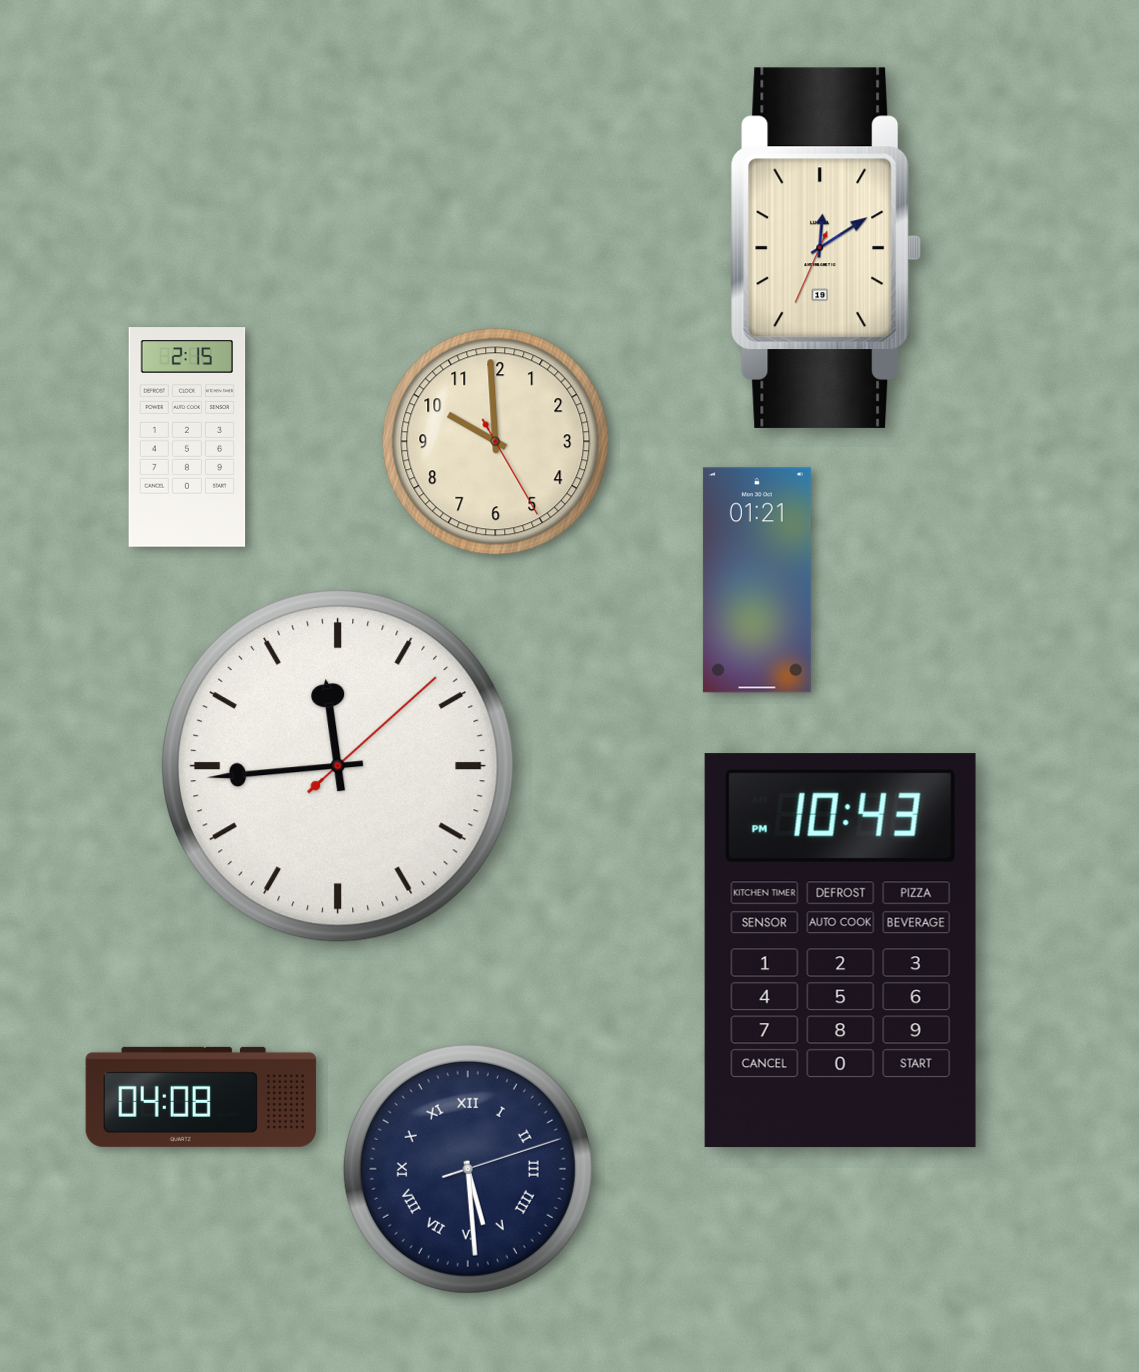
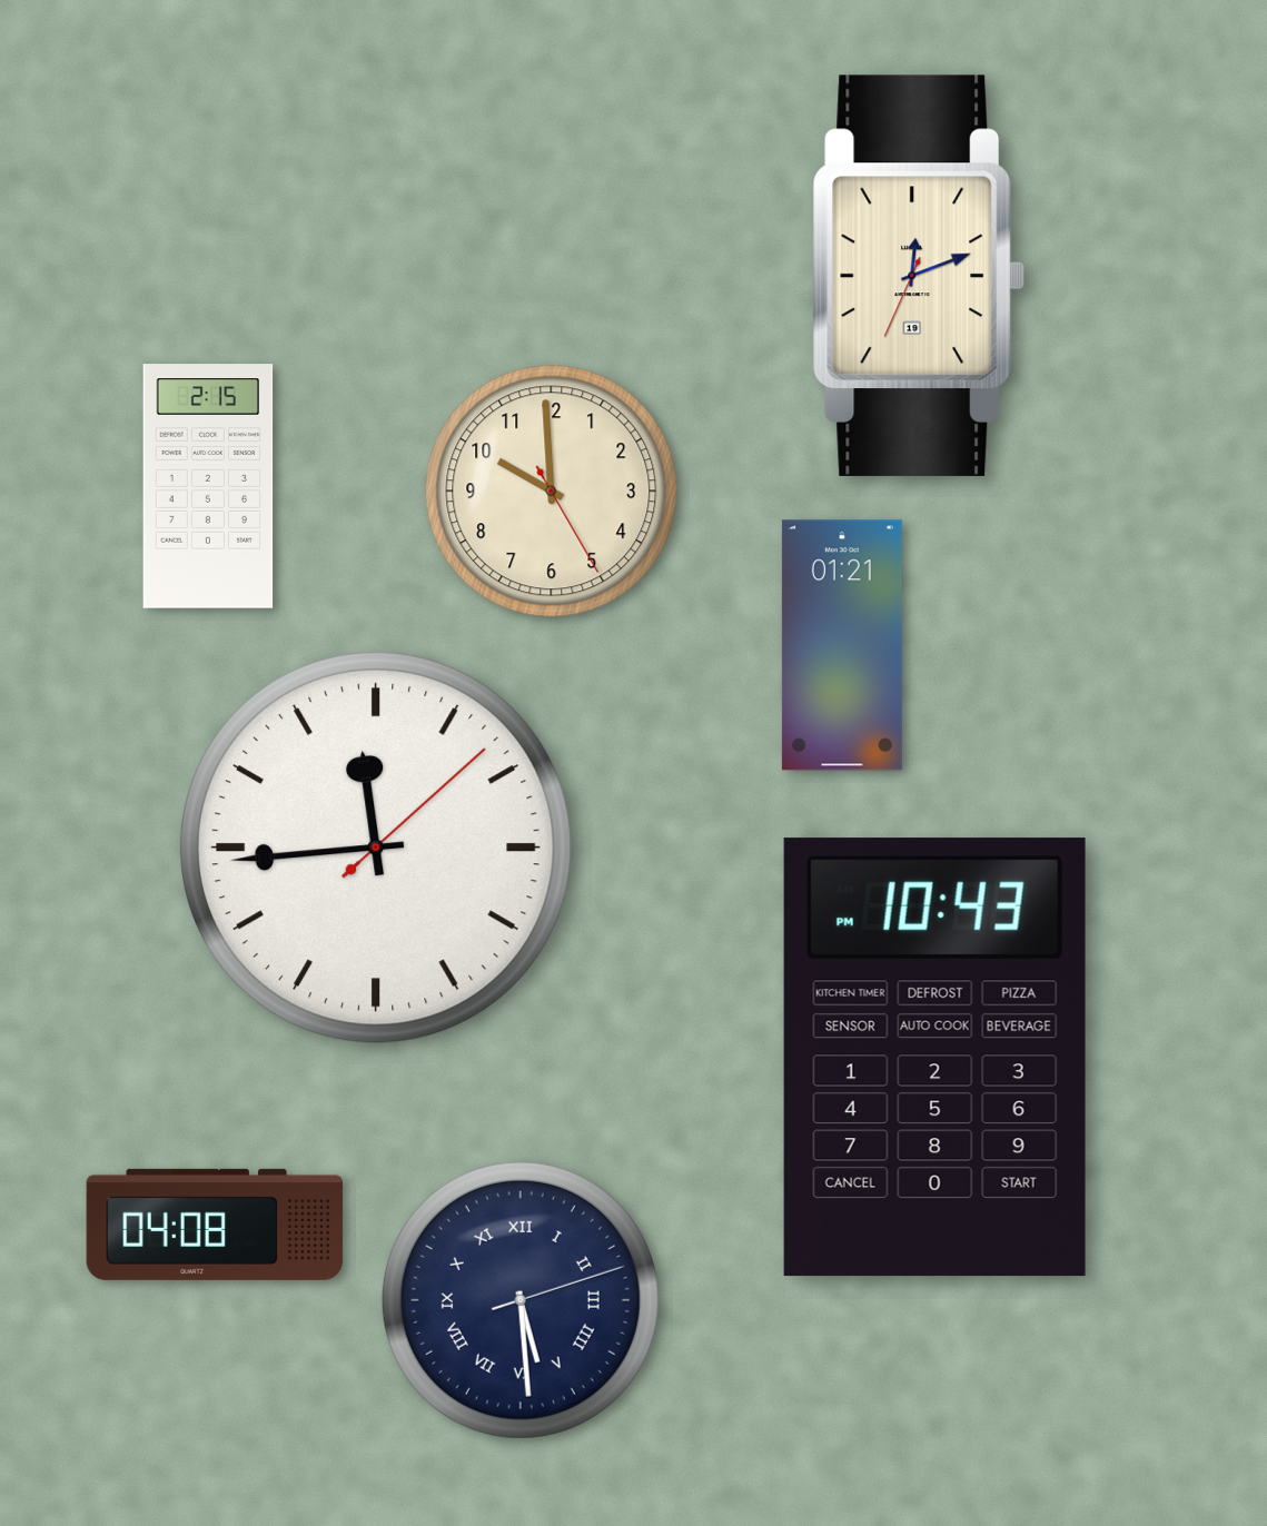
clock at (826, 248): 12:09 -> 12:11
clock at (338, 766) position: (338, 766) -> (376, 848)
clock at (201, 1097) position: (201, 1097) -> (215, 1225)
